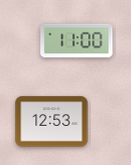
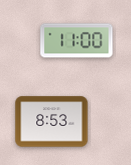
clock at (52, 122): 12:53 -> 8:53
